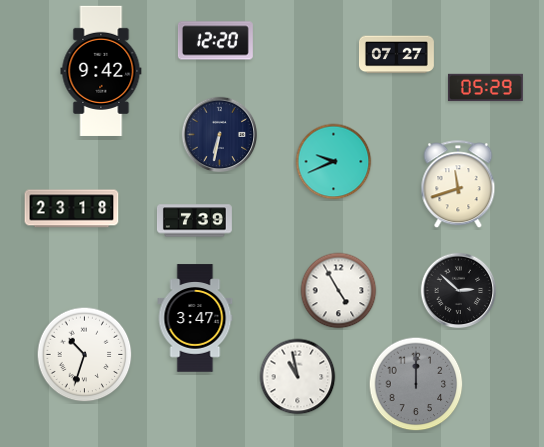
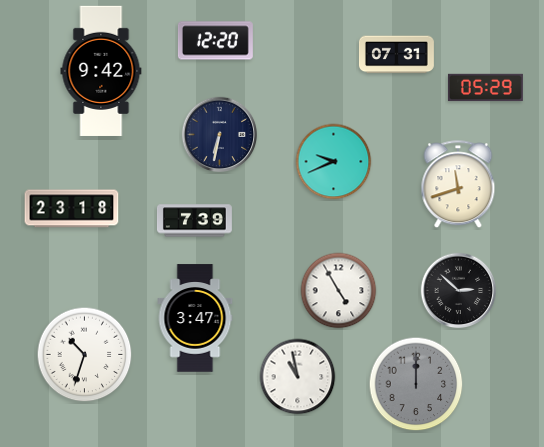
clock at (396, 55): 07:27 -> 07:31
